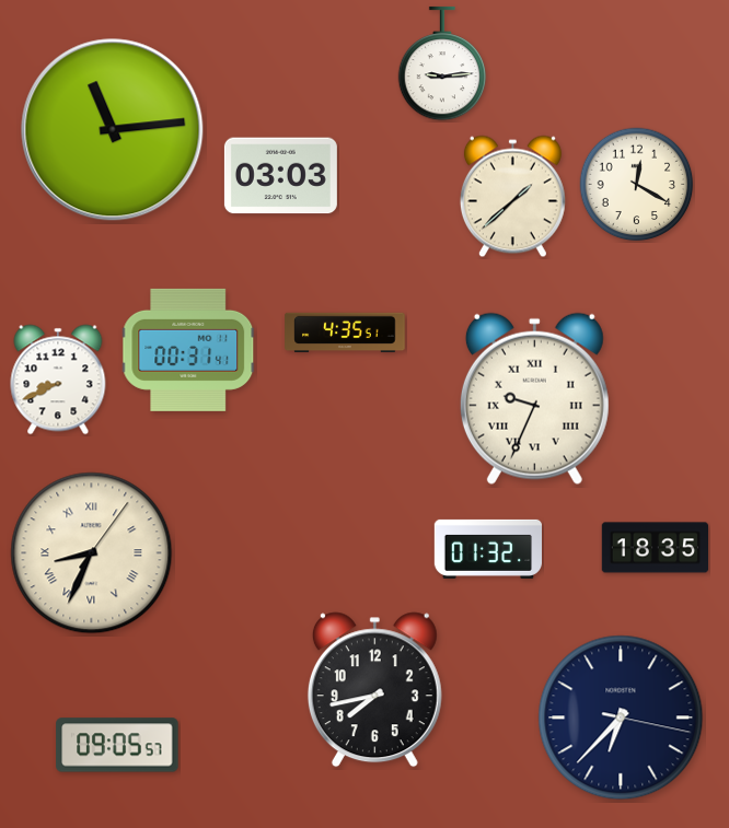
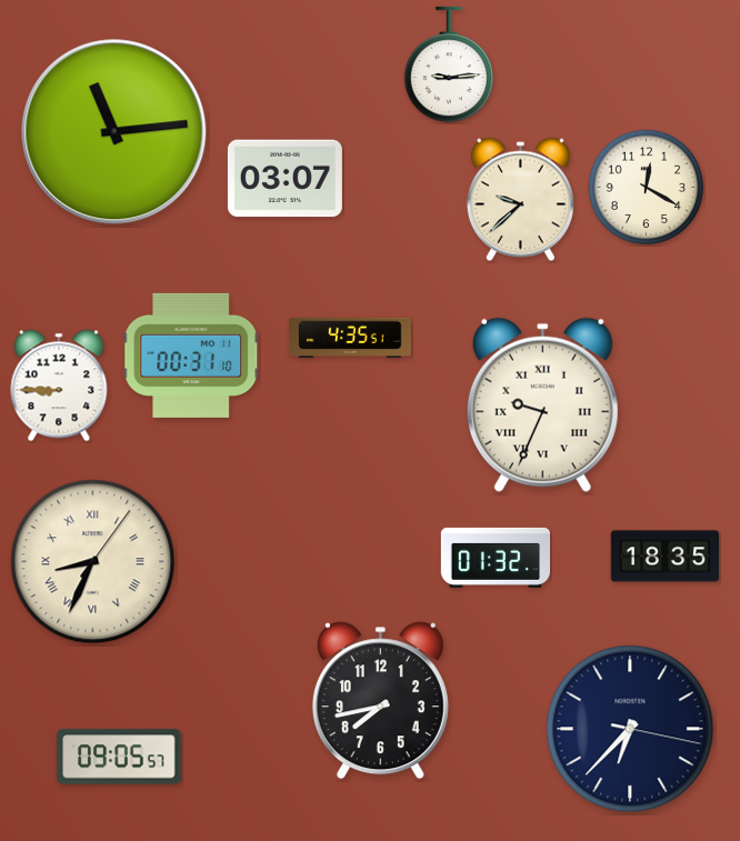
clock at (280, 176): 03:03 -> 03:07
clock at (512, 197): 1:38 -> 9:38
clock at (188, 350): 00:31:41 -> 00:31:10
clock at (58, 380): 8:41 -> 8:45
